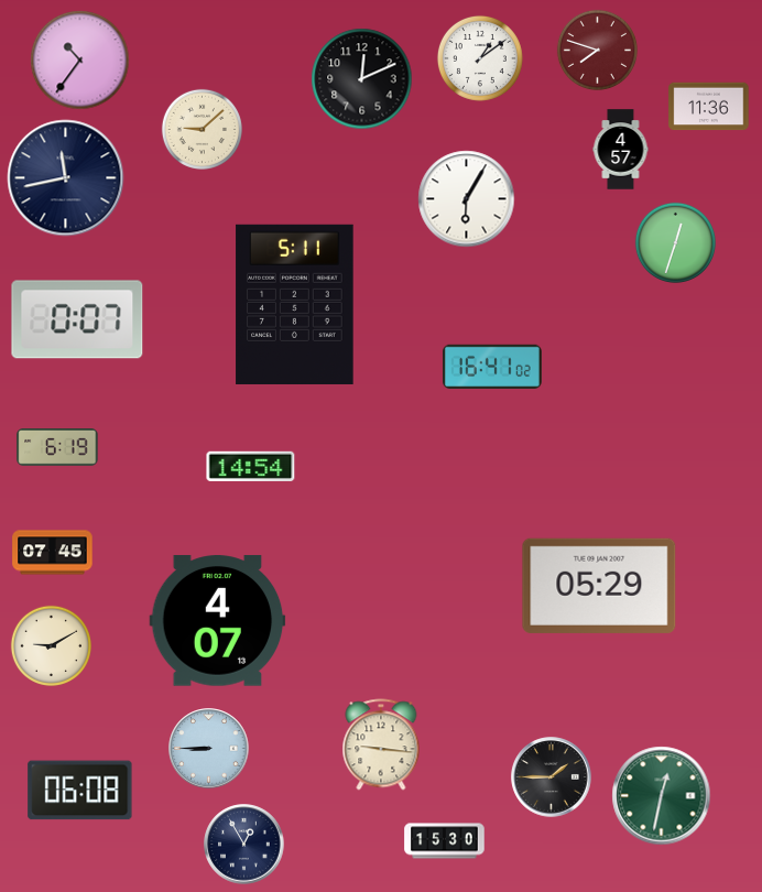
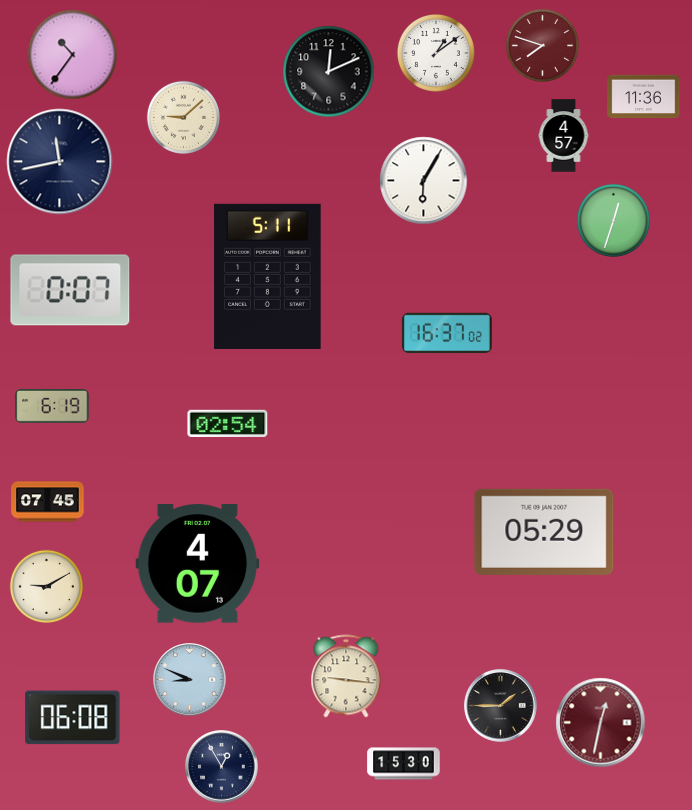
clock at (492, 366): 16:41 -> 16:37
clock at (251, 466): 14:54 -> 02:54
clock at (209, 749): 8:45 -> 8:49
clock at (662, 796) dial: green -> burgundy
